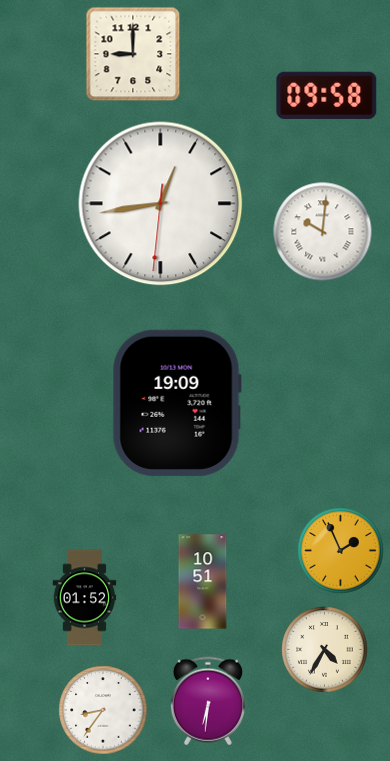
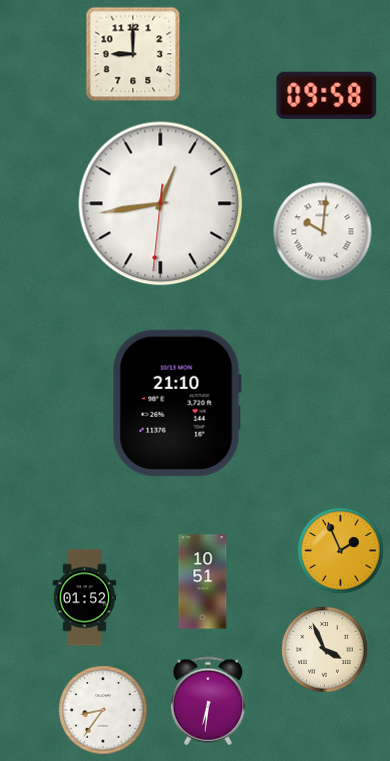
clock at (177, 403): 19:09 -> 21:10
clock at (325, 650): 4:35 -> 3:56
